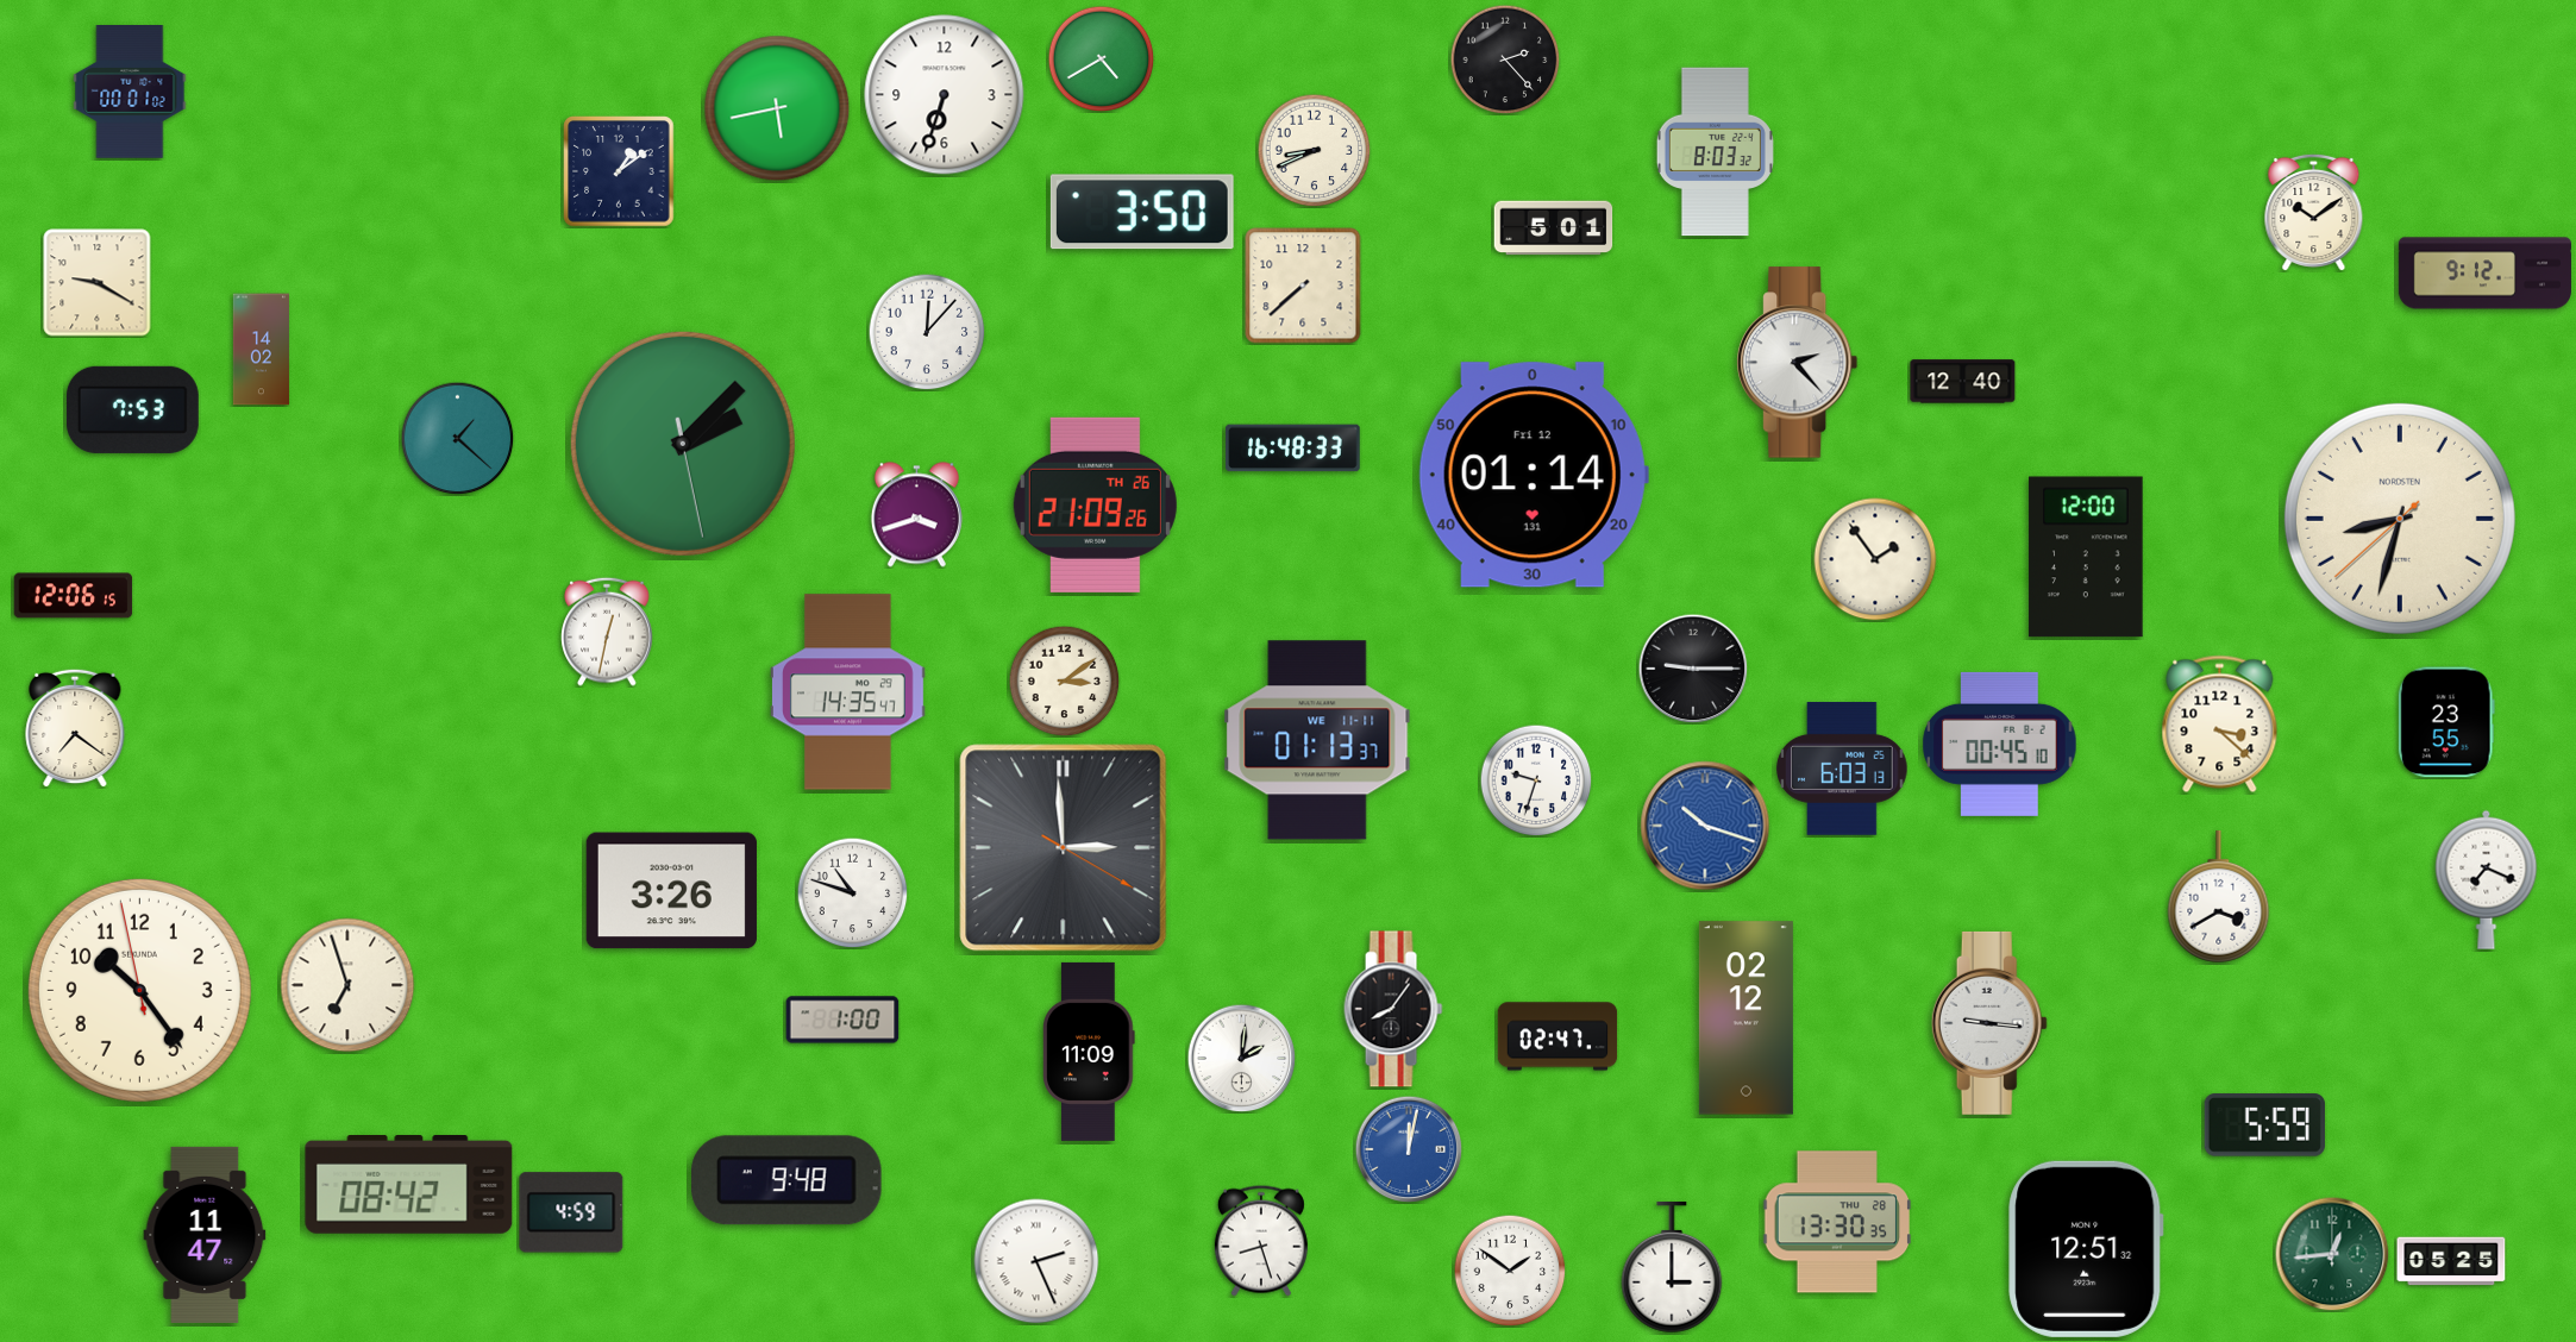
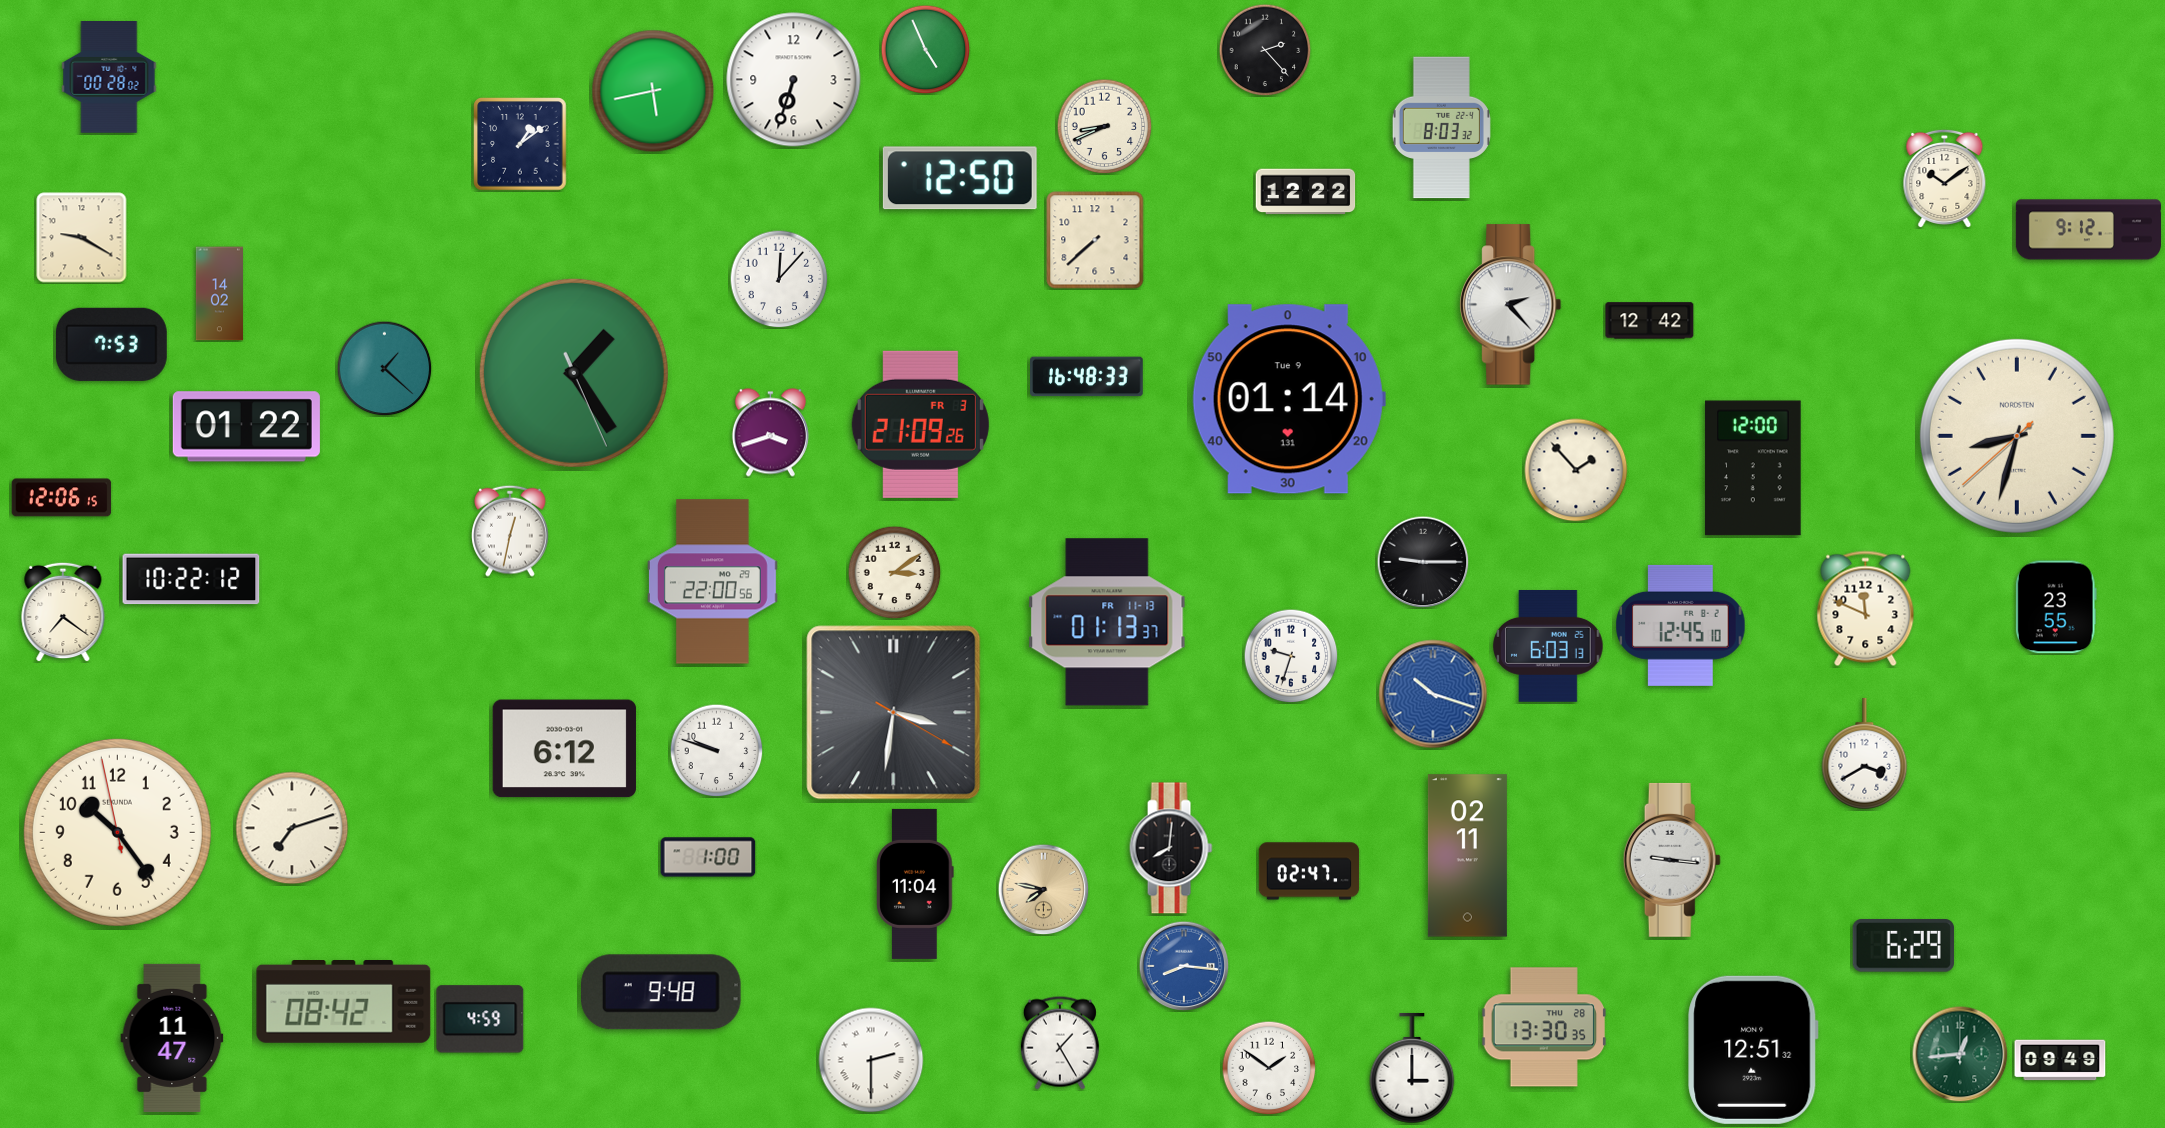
clock at (1101, 58): 4:40 -> 4:56
clock at (130, 93): 00:01 -> 00:28
clock at (1142, 212): 3:50 -> 12:50
clock at (1554, 228): 5:01 -> 12:22
clock at (1963, 382): 12:40 -> 12:42
clock at (683, 444): 2:07 -> 1:24
clock at (1534, 475) date: Fri 12 -> Tue 9
clock at (1095, 504) date: TH 26 -> FR 3
clock at (246, 427): none -> 01:22
clock at (1875, 559): 1:54 -> 1:53
clock at (74, 596) position: (74, 596) -> (62, 498)
clock at (191, 579): none -> 10:22
clock at (847, 692): 14:35 -> 22:00
clock at (2220, 725): 3:22 -> 11:49
clock at (1317, 740) date: WE 11-11 -> FR 11-13
clock at (2000, 744): 00:45 -> 12:45
clock at (1064, 848): 2:59 -> 3:31
clock at (2487, 879): 7:19 -> none
clock at (671, 891): 3:26 -> 6:12
clock at (852, 892): 10:48 -> 9:48
clock at (347, 985): 6:57 -> 7:12
clock at (1393, 1009): 8:06 -> 8:01
clock at (1745, 1018): 02:12 -> 02:11
clock at (1089, 1052): 11:09 -> 11:04
clock at (1241, 1058): 2:01 -> 7:47
clock at (1241, 1058) dial: white -> champagne
clock at (2264, 1125): 5:59 -> 6:29
clock at (1409, 1149): 12:02 -> 8:16
clock at (409, 1185) position: (409, 1185) -> (344, 1002)
clock at (1261, 1241): 8:27 -> 1:25
clock at (1036, 1261): 2:26 -> 2:30
clock at (2451, 1261): 05:25 -> 09:49
clock at (1672, 1267) position: (1672, 1267) -> (1412, 1068)
